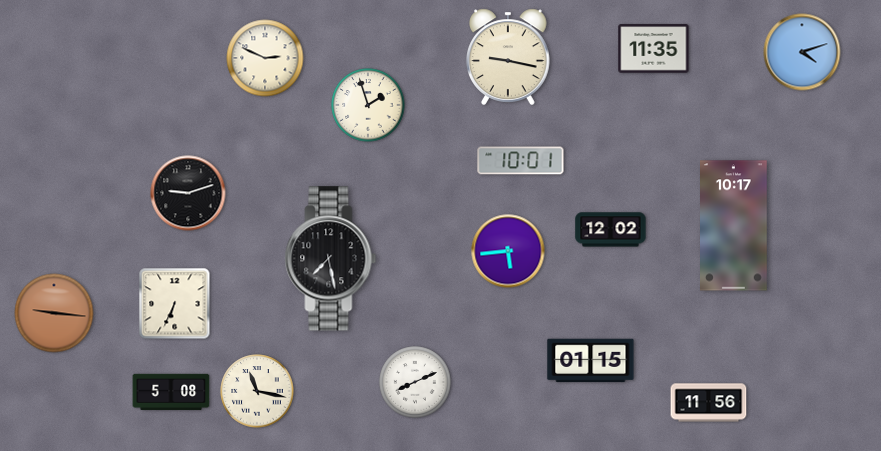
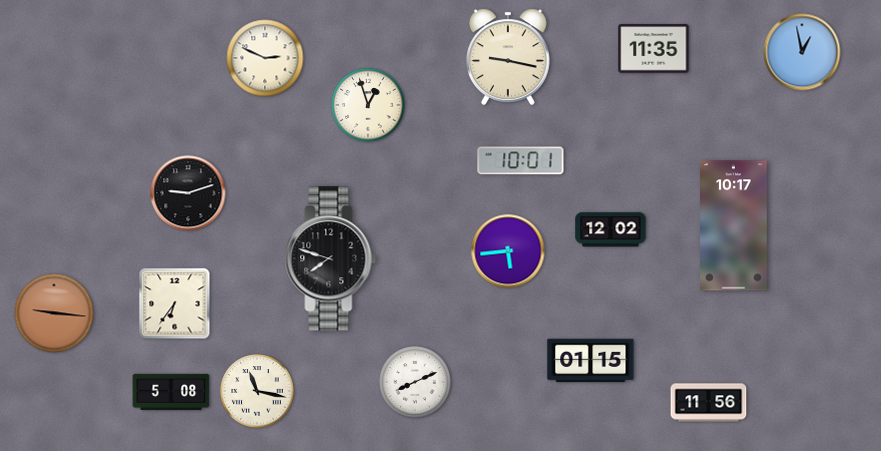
clock at (802, 52): 4:12 -> 12:58
clock at (368, 105): 1:57 -> 12:57
clock at (331, 259): 7:28 -> 7:48
clock at (175, 304): 6:34 -> 6:36
